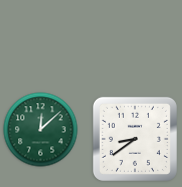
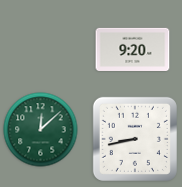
clock at (133, 49): none -> 9:20
clock at (135, 139): 8:39 -> 8:43
